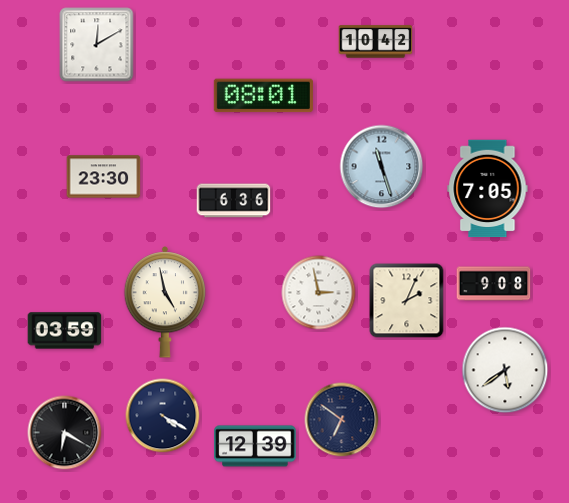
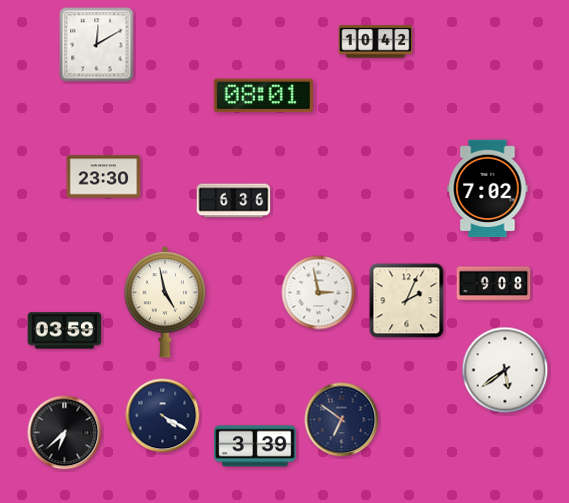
clock at (382, 167): 11:27 -> none
clock at (488, 189): 7:05 -> 7:02
clock at (65, 433): 6:20 -> 6:38
clock at (255, 446): 12:39 -> 3:39
